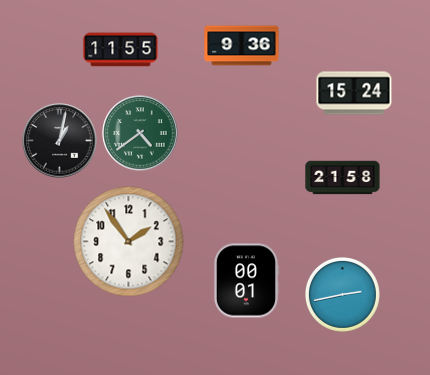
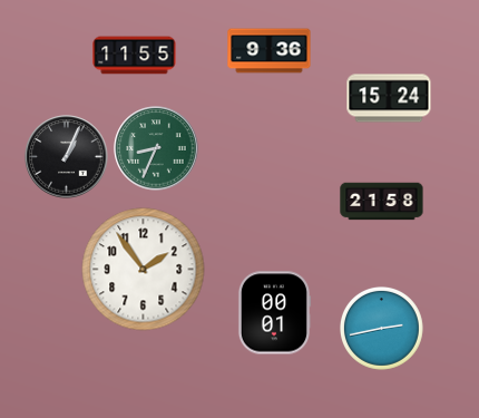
clock at (354, 93) position: (354, 93) -> (389, 98)
clock at (140, 133): 4:39 -> 8:34
clock at (60, 141): 1:02 -> 1:04
clock at (343, 178) position: (343, 178) -> (382, 202)
